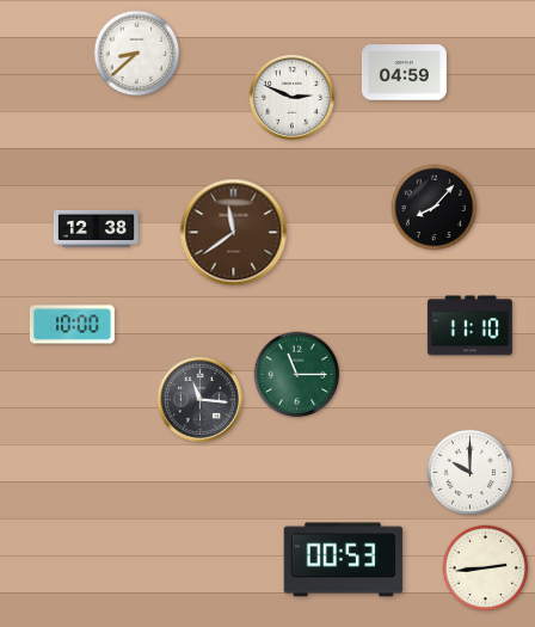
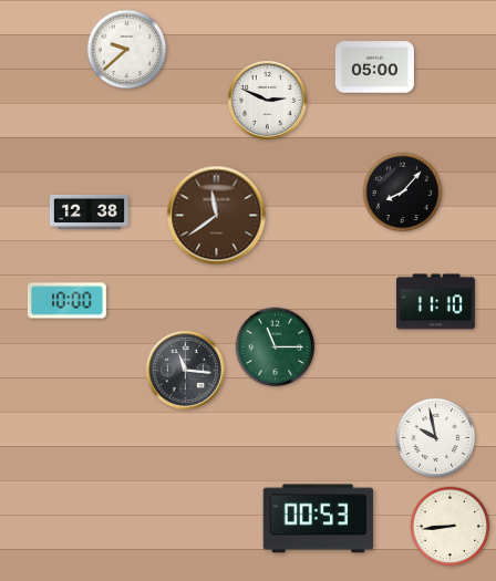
clock at (137, 54): 8:38 -> 9:38
clock at (404, 73): 04:59 -> 05:00
clock at (291, 97) position: (291, 97) -> (267, 100)
clock at (471, 473): 10:00 -> 9:58
clock at (486, 568): 2:44 -> 8:44
